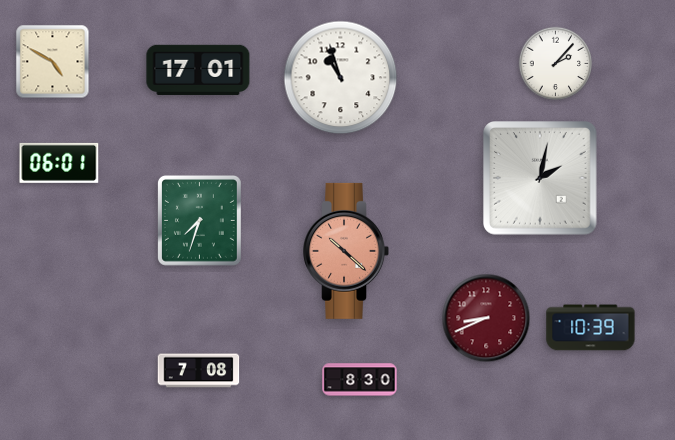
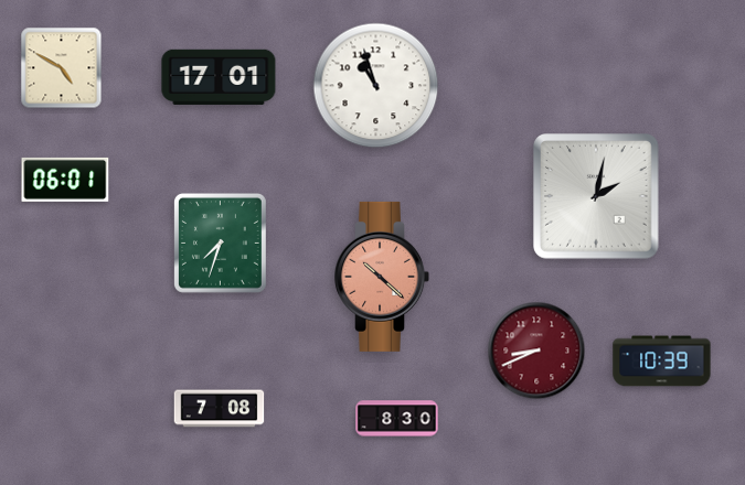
clock at (53, 62) position: (53, 62) -> (62, 68)
clock at (556, 64): 2:07 -> none
clock at (591, 328) position: (591, 328) -> (662, 362)
